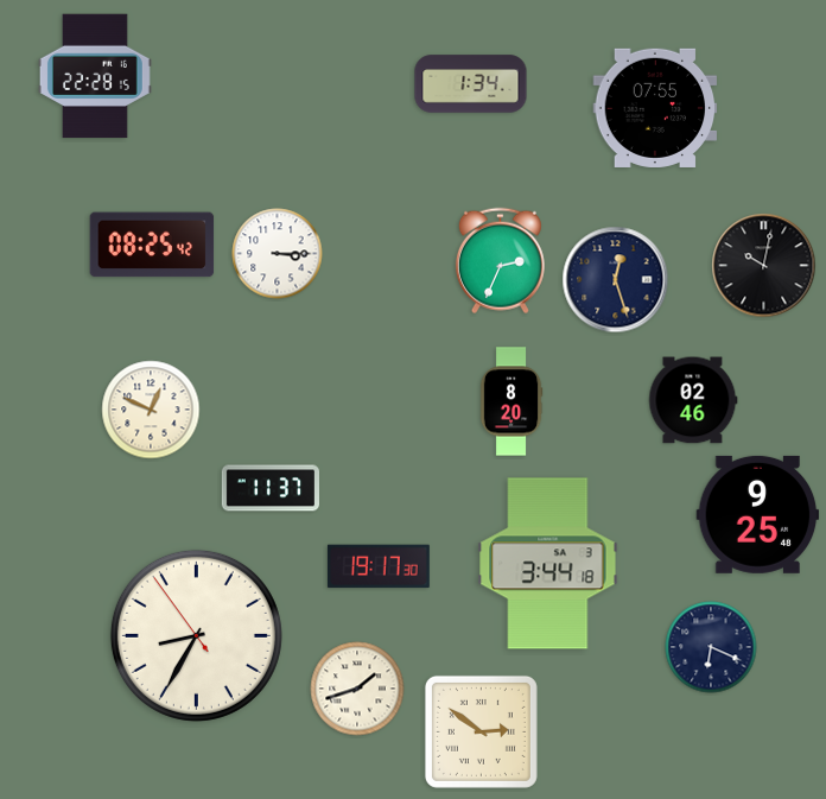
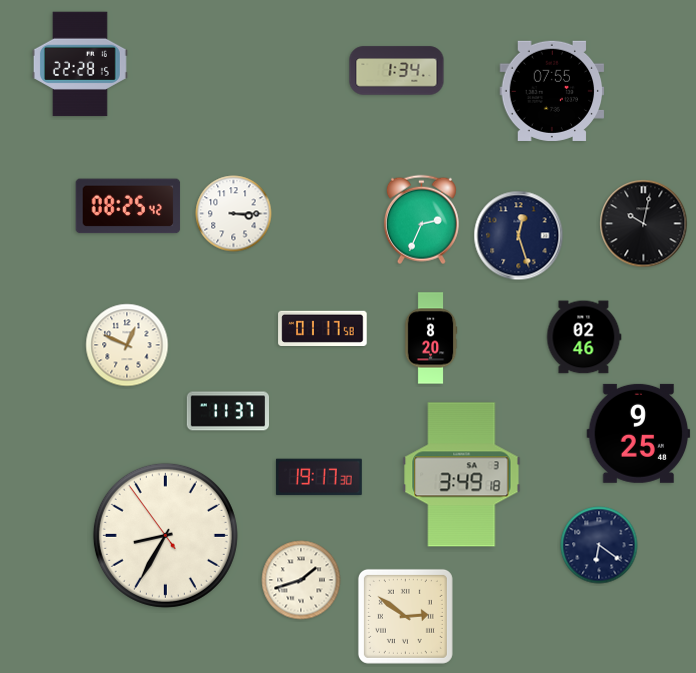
clock at (323, 328): none -> 01:17
clock at (548, 564): 3:44 -> 3:49
clock at (711, 647): 6:19 -> 6:21
